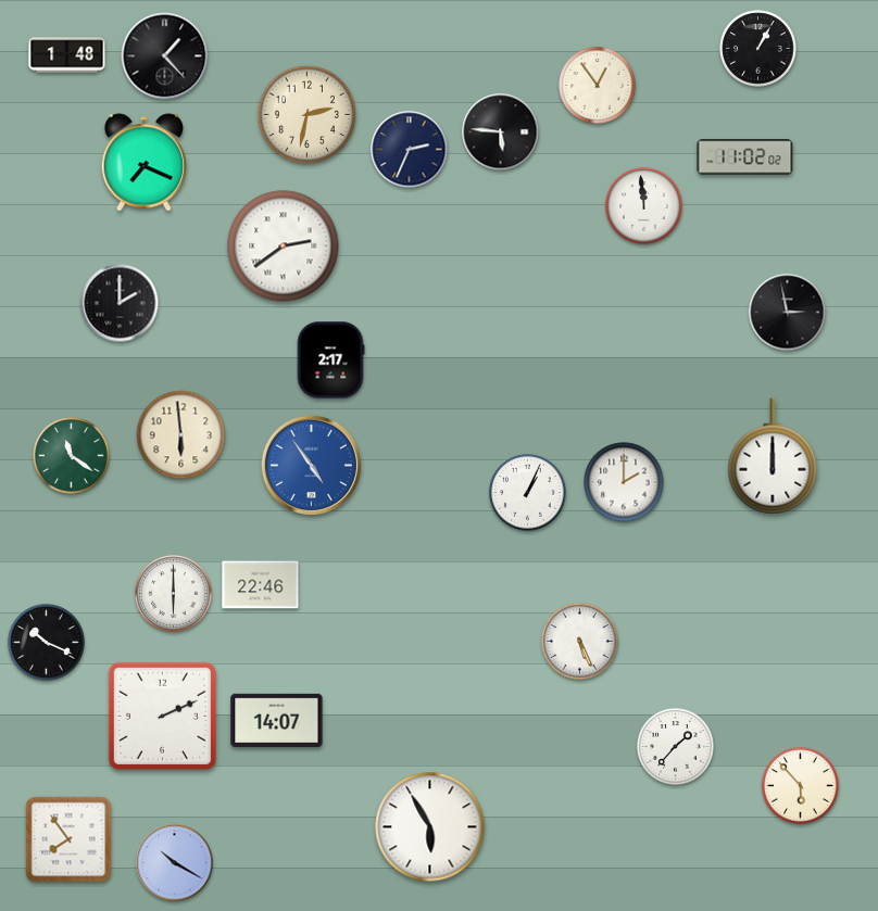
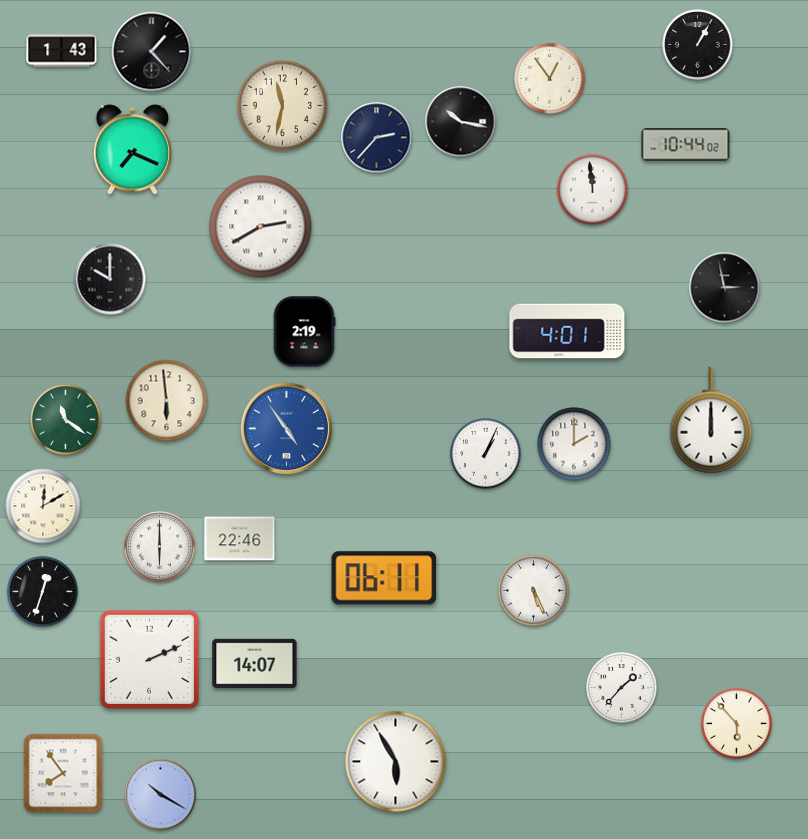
clock at (67, 55): 1:48 -> 1:43
clock at (306, 114): 2:32 -> 11:32
clock at (501, 132): 5:46 -> 10:17
clock at (410, 150): 2:34 -> 2:37
clock at (745, 157): 11:02 -> 10:44
clock at (284, 246): 2:39 -> 2:40
clock at (120, 303): 2:00 -> 10:00
clock at (567, 331): none -> 4:01
clock at (330, 360): 2:17 -> 2:19
clock at (43, 506): none -> 12:10
clock at (384, 578): none -> 06:11
clock at (47, 643): 10:19 -> 12:33
